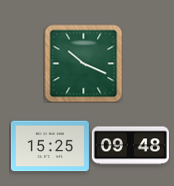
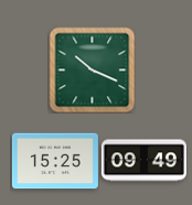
clock at (130, 146): 09:48 -> 09:49
